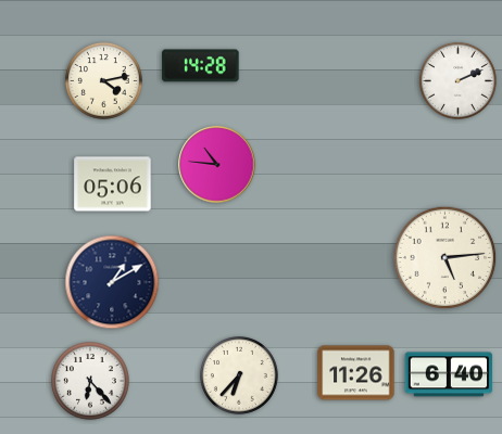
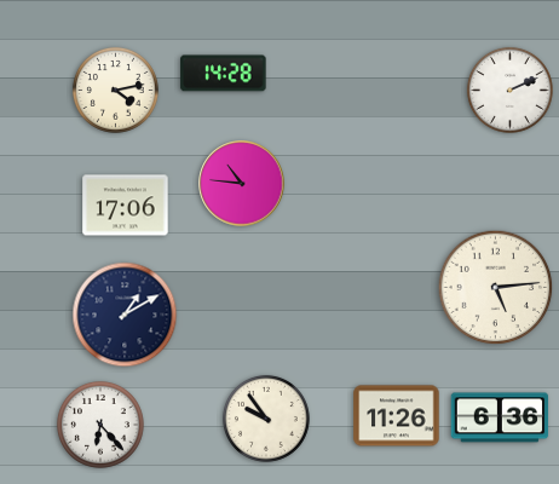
clock at (113, 184): 05:06 -> 17:06
clock at (449, 374): 6:40 -> 6:36
clock at (239, 375): 6:37 -> 9:54
